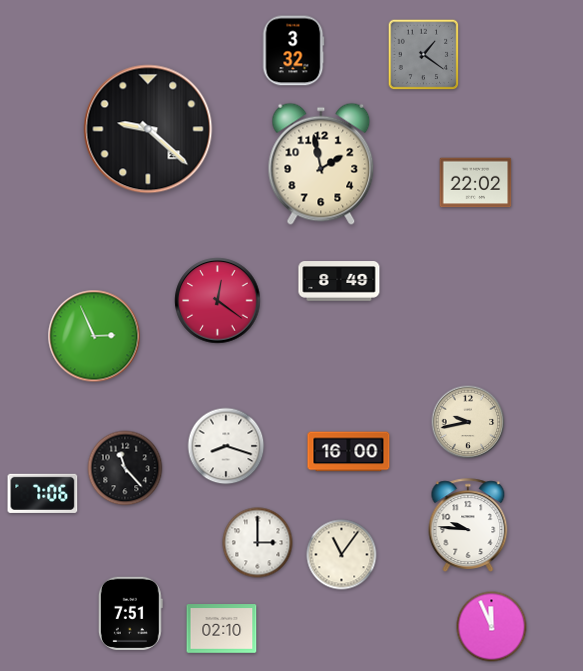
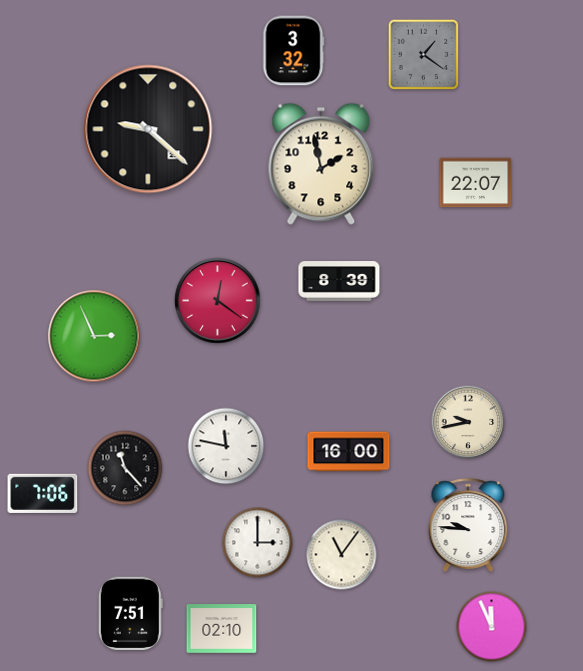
clock at (476, 183): 22:02 -> 22:07
clock at (339, 281): 8:49 -> 8:39
clock at (226, 446): 8:18 -> 11:47
